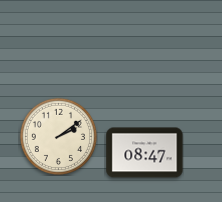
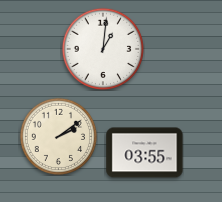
clock at (103, 49): none -> 1:01
clock at (145, 153): 08:47 -> 03:55
